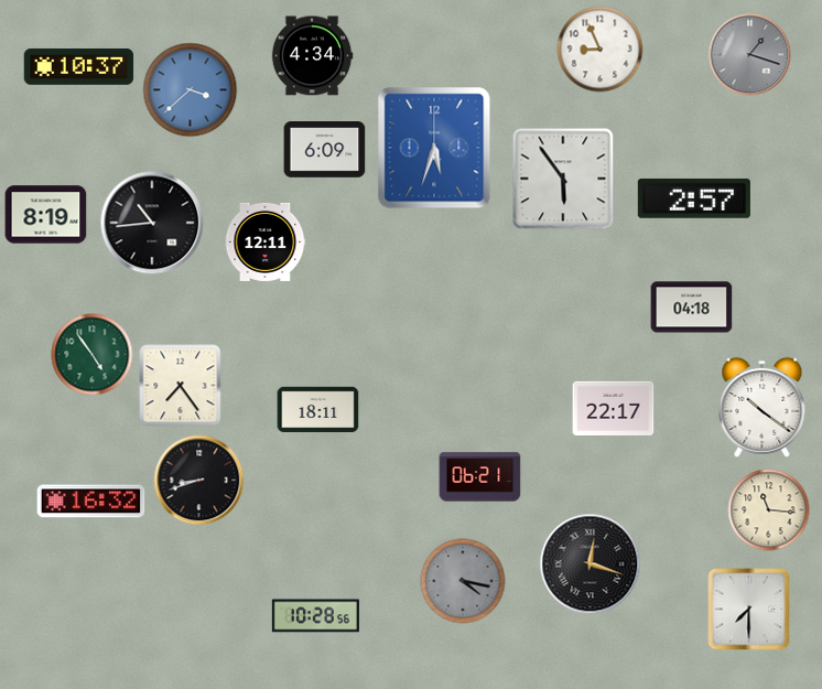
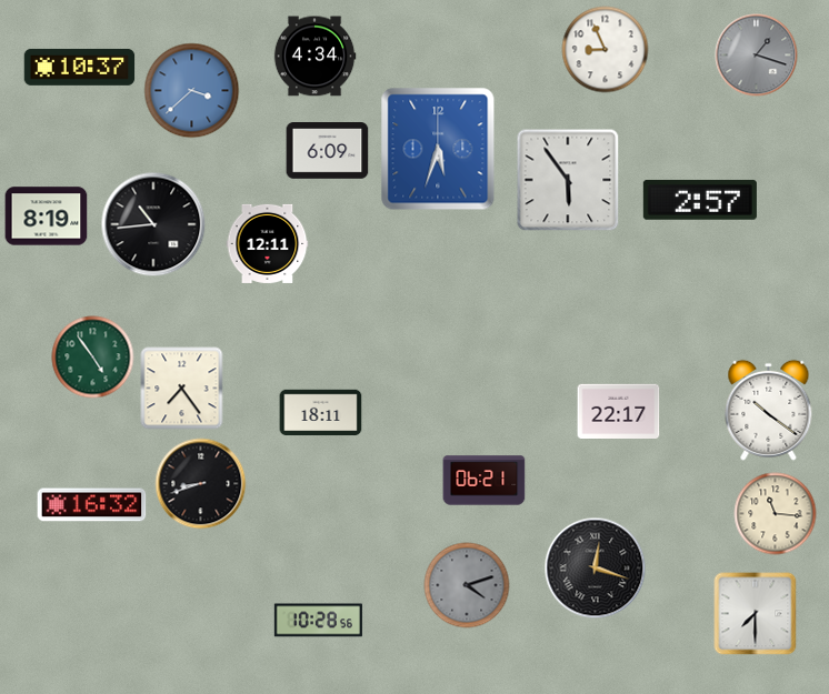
clock at (692, 308): 04:18 -> none
clock at (463, 581): 4:17 -> 4:12
